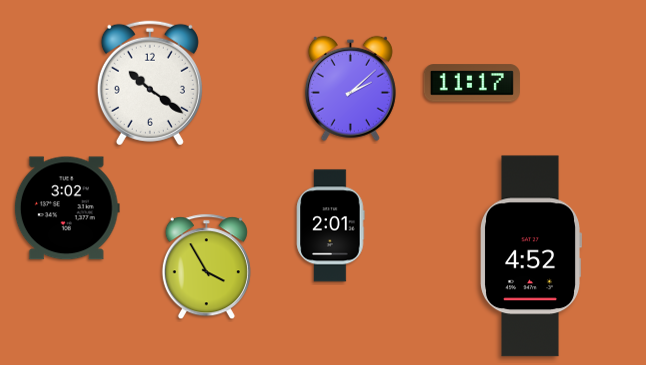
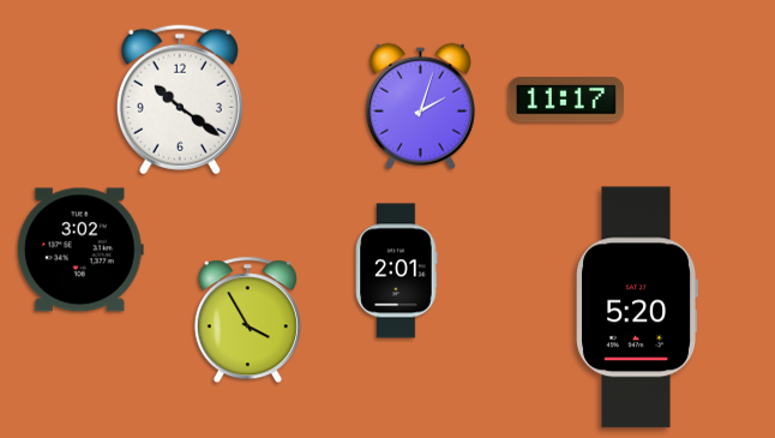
clock at (350, 88): 2:08 -> 2:03
clock at (531, 256): 4:52 -> 5:20
